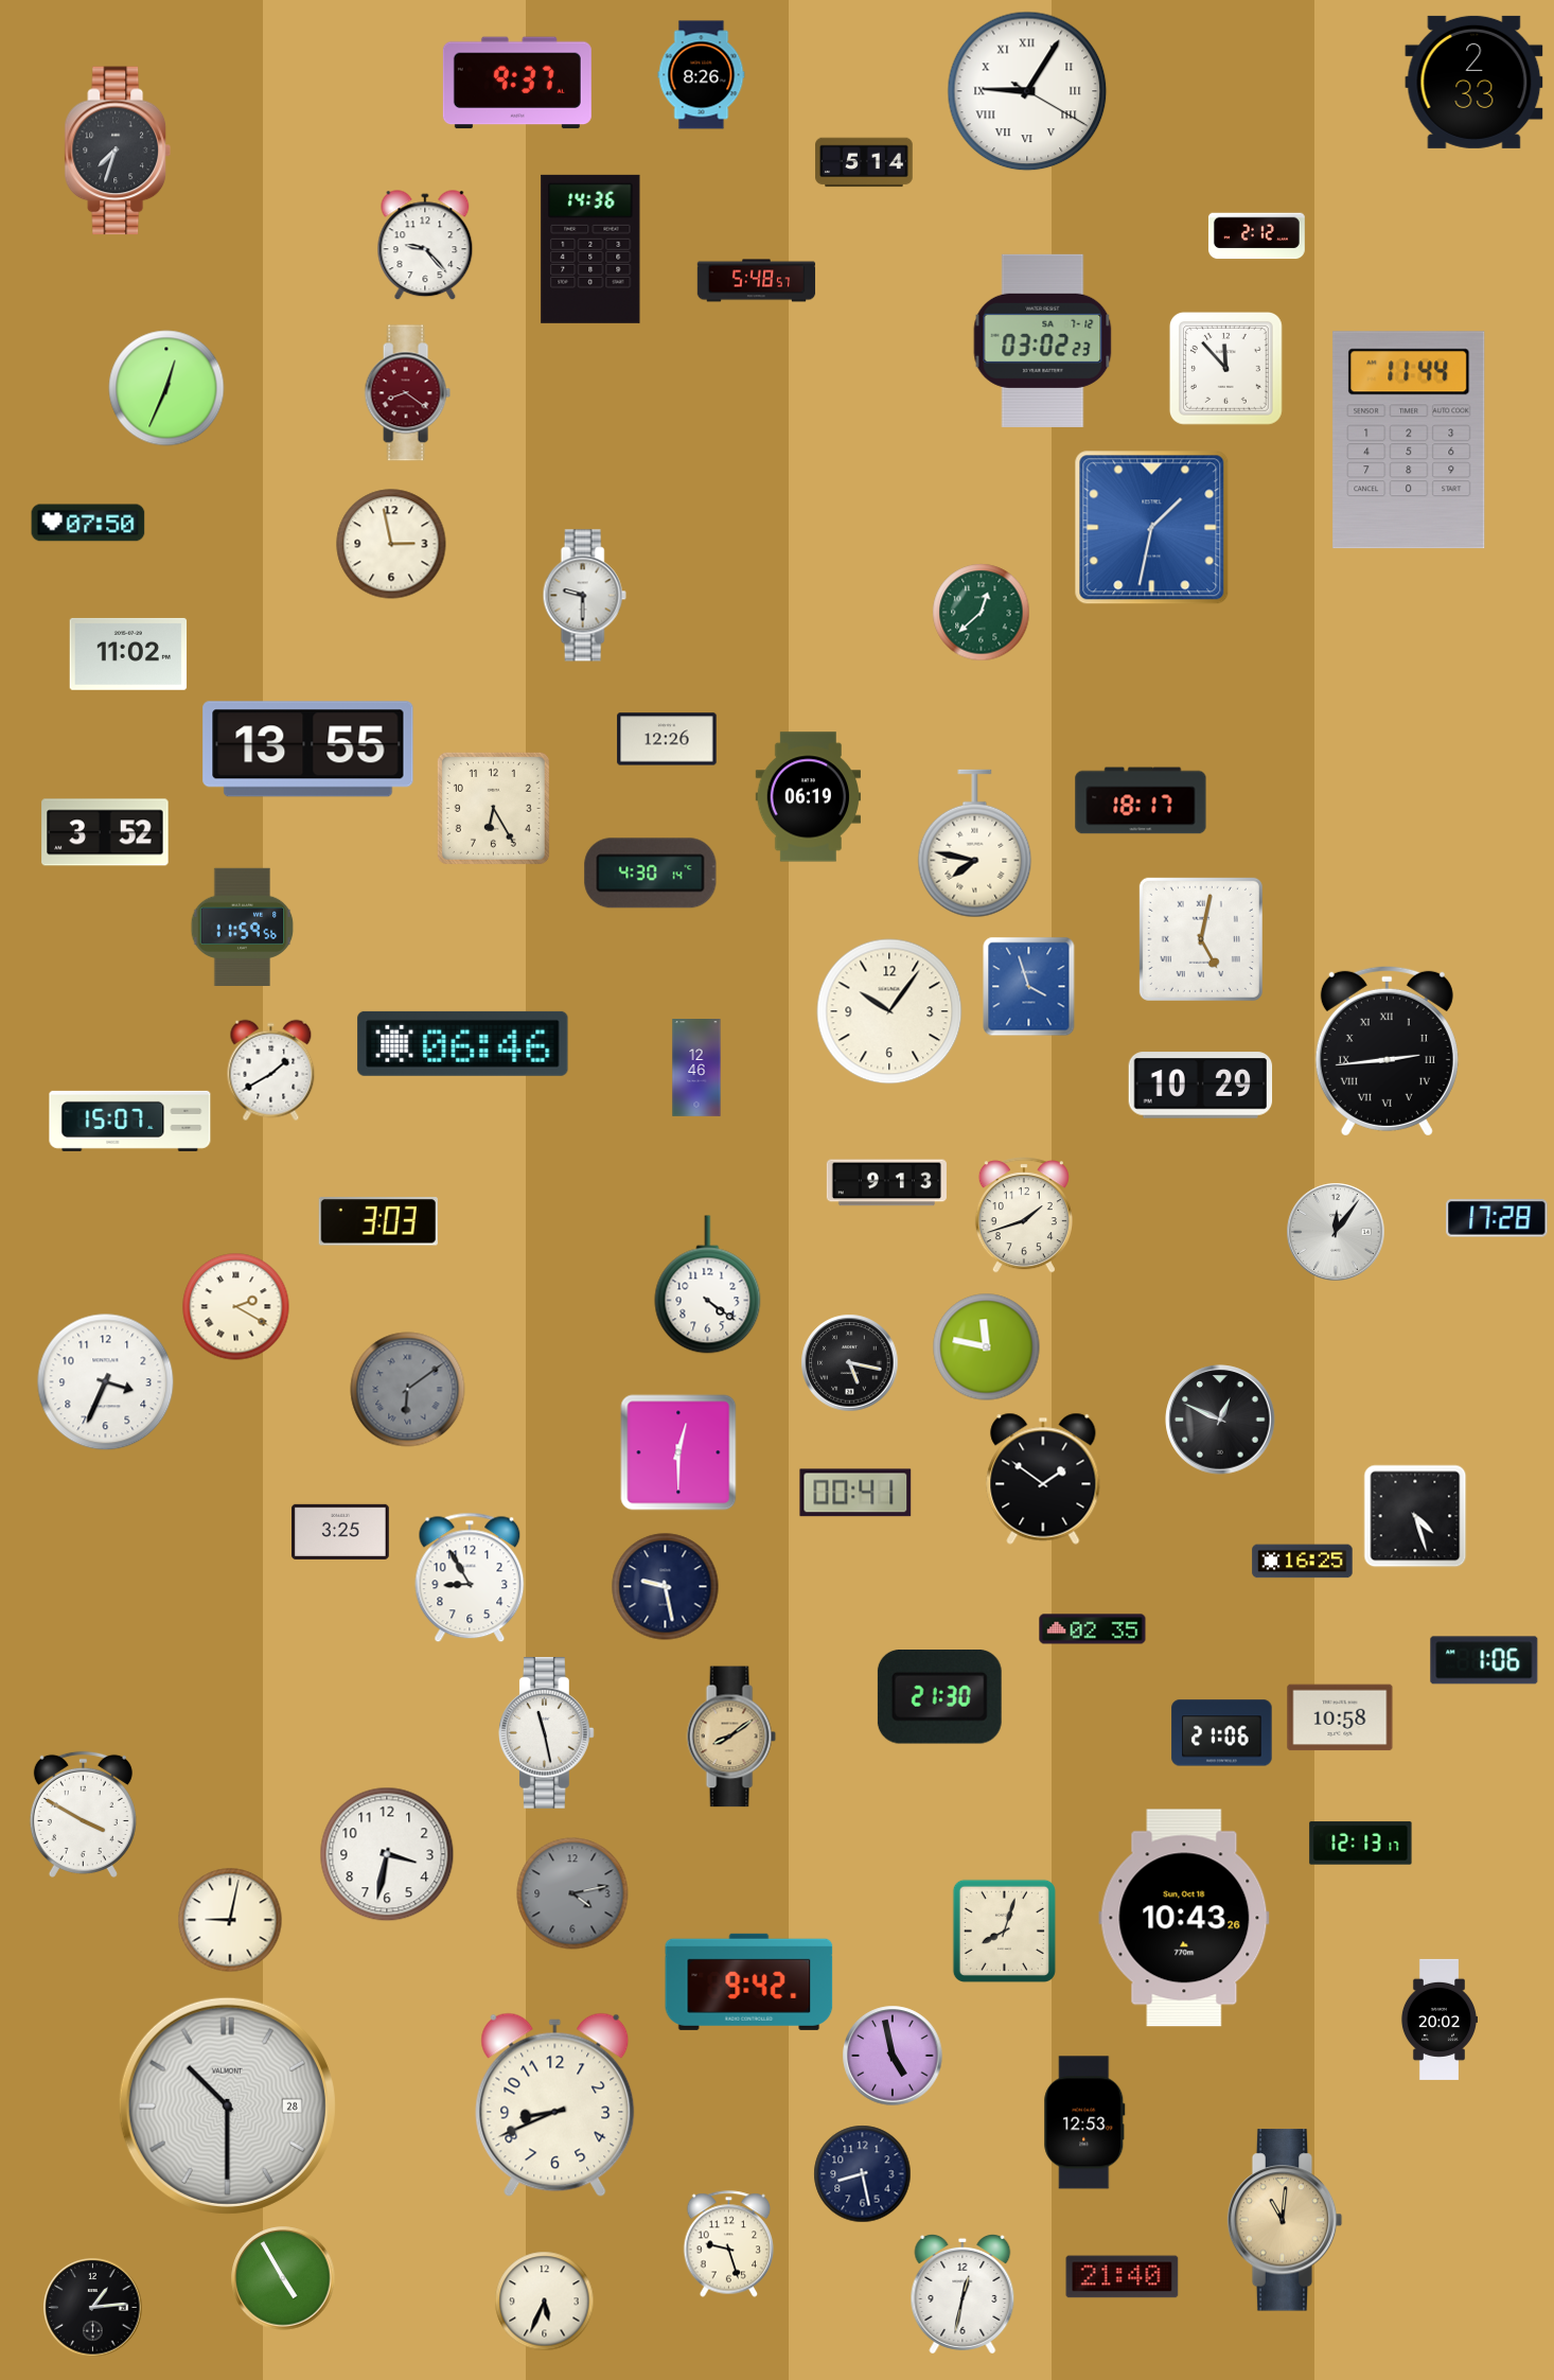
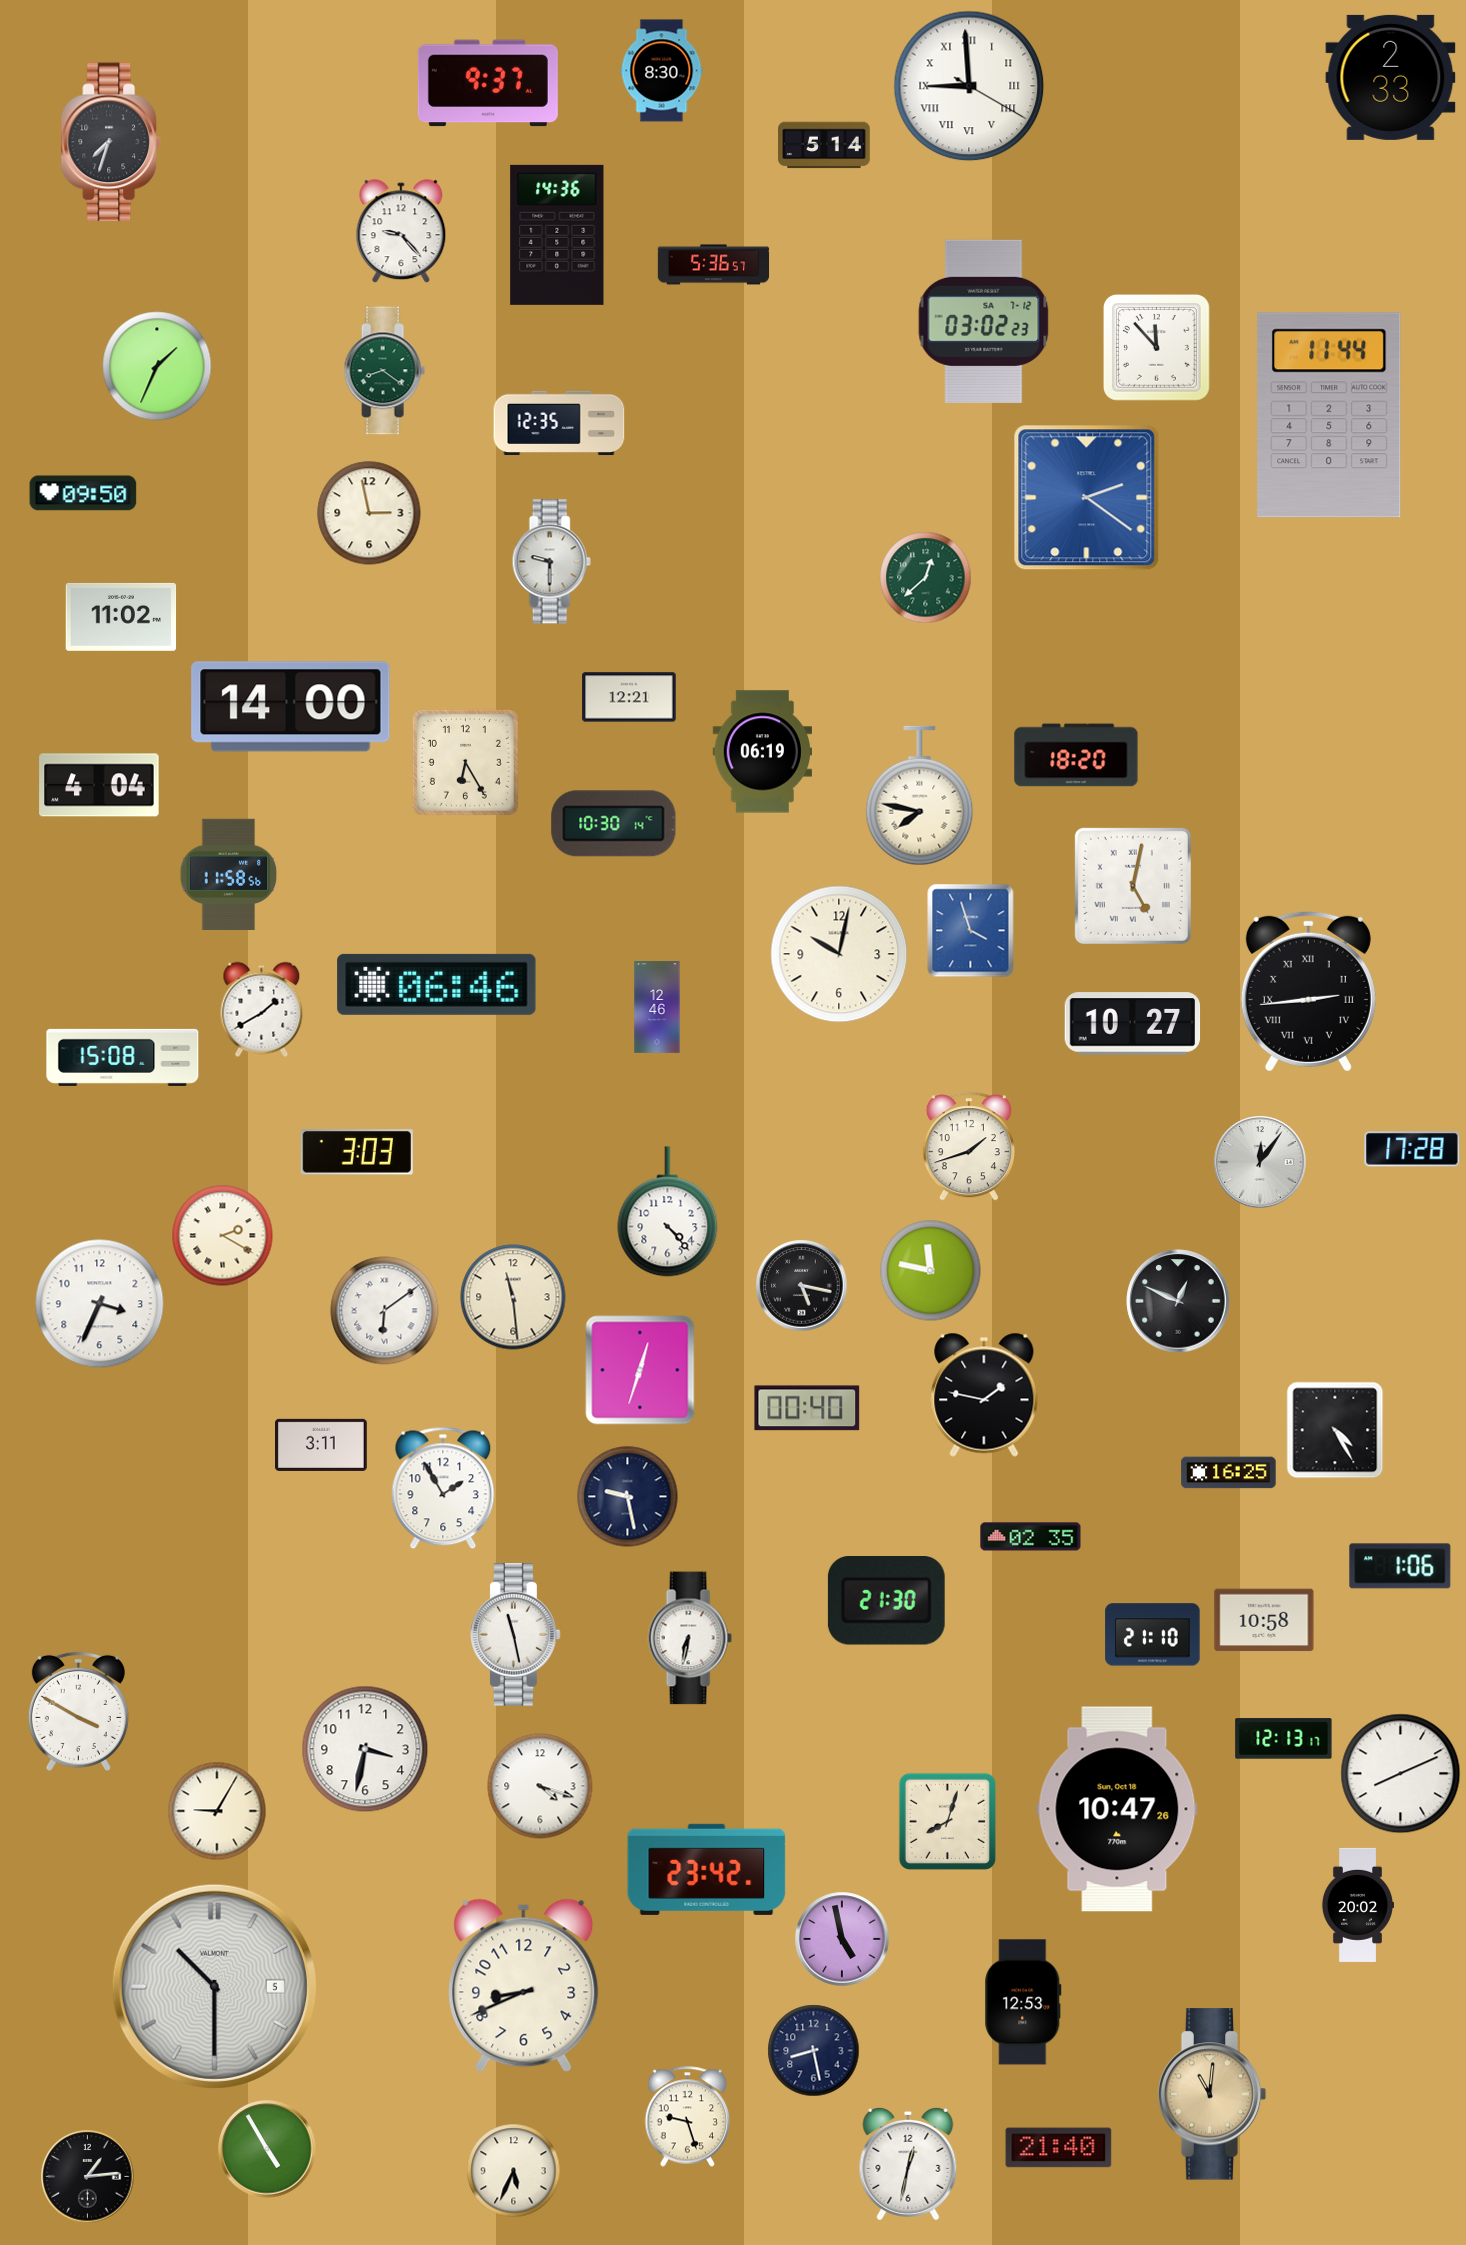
clock at (702, 75): 8:26 -> 8:30
clock at (517, 83) position: (517, 83) -> (488, 83)
clock at (1027, 91): 9:05 -> 8:59
clock at (864, 162) position: (864, 162) -> (824, 145)
clock at (1257, 236): 2:12 -> none
clock at (757, 281): 5:48 -> 5:36
clock at (166, 388): 12:34 -> 1:34
clock at (407, 393) dial: burgundy -> green
clock at (559, 423): none -> 12:35
clock at (88, 523): 07:50 -> 09:50
clock at (1152, 528): 1:32 -> 2:21
clock at (667, 739): 12:26 -> 12:21
clock at (308, 750): 13:55 -> 14:00
clock at (1141, 800): 18:17 -> 18:20
clock at (105, 832): 3:52 -> 4:04
clock at (651, 874): 4:30 -> 10:30
clock at (243, 927): 11:59 -> 11:58
clock at (889, 1011): 10:06 -> 10:02
clock at (271, 1071) position: (271, 1071) -> (262, 1010)
clock at (1201, 1086): 10:29 -> 10:27
clock at (130, 1121): 15:07 -> 15:08
clock at (886, 1183): 9:13 -> none
clock at (1024, 1215) position: (1024, 1215) -> (969, 1146)
clock at (708, 1285): 4:21 -> 4:23
clock at (236, 1307) position: (236, 1307) -> (223, 1236)
clock at (513, 1297): none -> 11:29
clock at (408, 1390) dial: grey -> white
clock at (1220, 1420) position: (1220, 1420) -> (1178, 1301)
clock at (678, 1452): 12:30 -> 12:33
clock at (1043, 1479): 1:51 -> 1:47
clock at (855, 1493): 00:41 -> 00:40
clock at (1415, 1516): 4:27 -> 4:25
clock at (341, 1532): 3:25 -> 3:11
clock at (470, 1577): 8:55 -> 1:55
clock at (1222, 1733): 21:06 -> 21:10
clock at (731, 1736): 8:09 -> 6:32
clock at (731, 1736) dial: champagne -> white
clock at (1401, 1774): none -> 8:11
clock at (572, 1893): 4:13 -> 4:18
clock at (572, 1893) dial: grey -> white
clock at (1184, 1918): 10:43 -> 10:47
clock at (230, 1920): 9:02 -> 9:05
clock at (749, 1981): 9:42 -> 23:42
clock at (227, 2105) date: 28 -> 5
